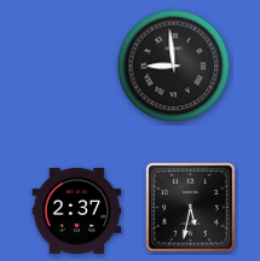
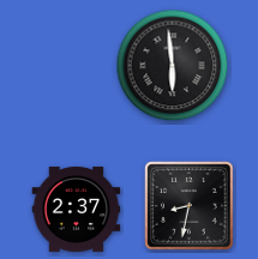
clock at (174, 66): 8:59 -> 5:59
clock at (191, 208): 5:32 -> 8:32
